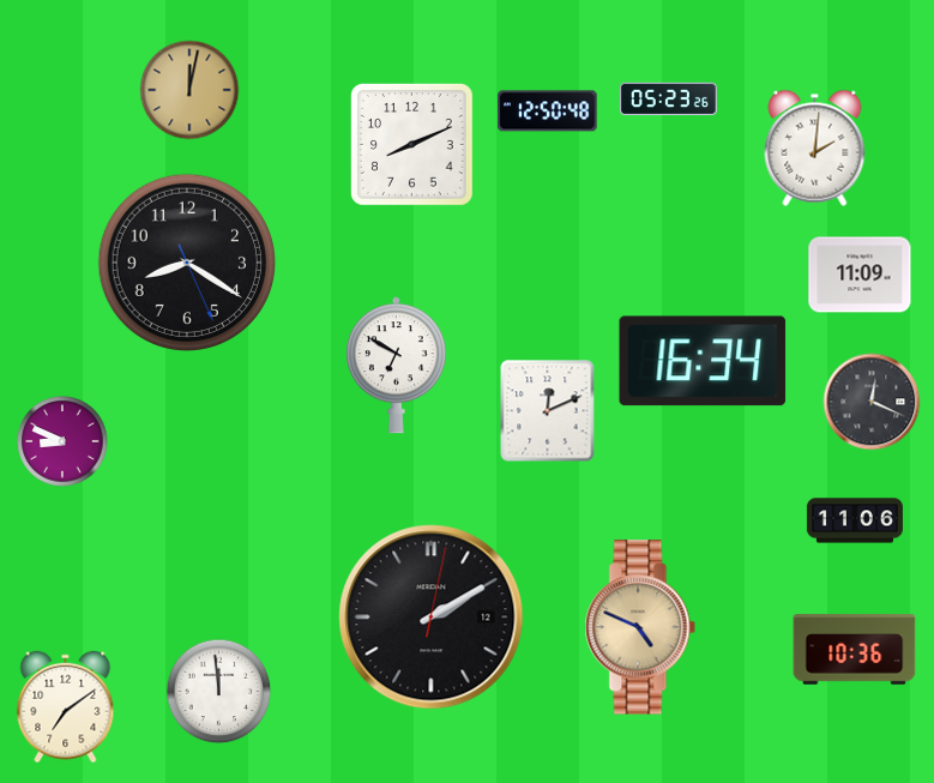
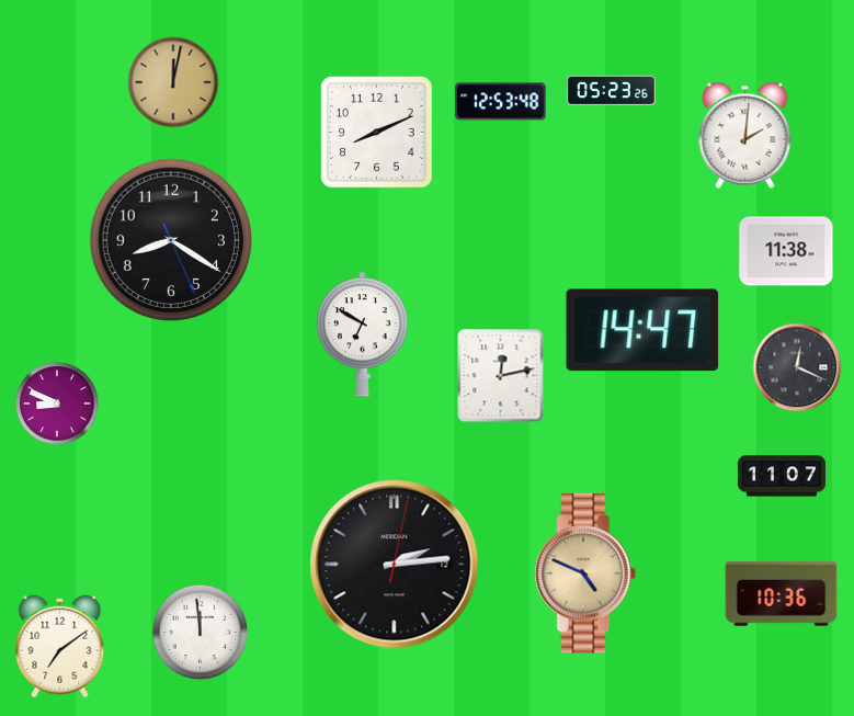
clock at (548, 112): 12:50 -> 12:53
clock at (860, 275): 11:09 -> 11:38
clock at (703, 361): 16:34 -> 14:47
clock at (548, 411): 12:11 -> 12:13
clock at (855, 520): 11:06 -> 11:07
clock at (432, 618): 2:10 -> 2:14
